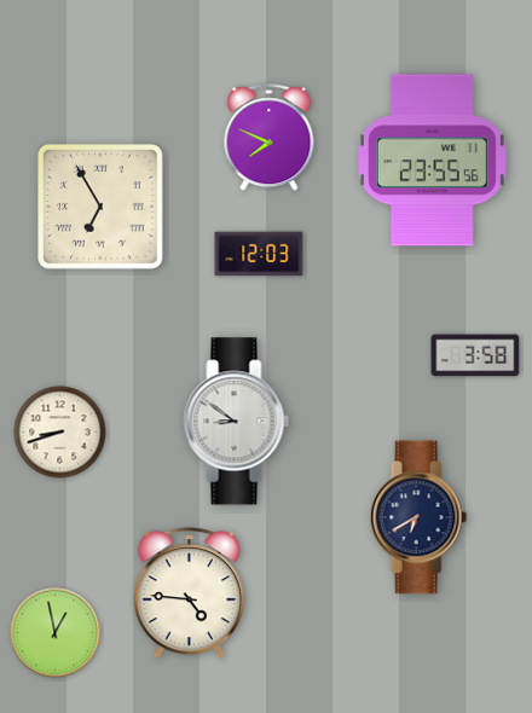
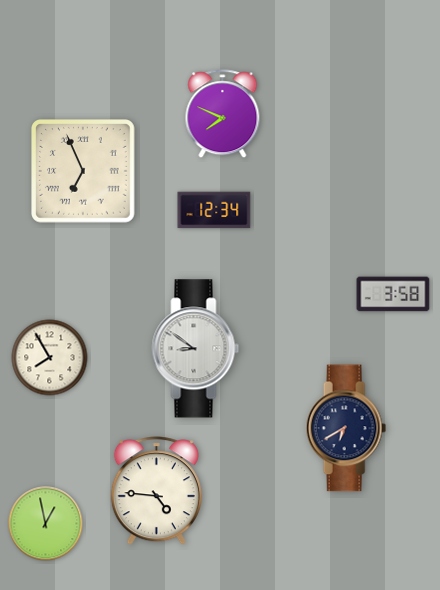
clock at (432, 161): 23:55 -> none
clock at (102, 208): 6:55 -> 6:56
clock at (259, 254): 12:03 -> 12:34
clock at (60, 433): 8:42 -> 7:55
